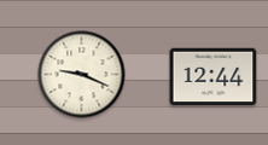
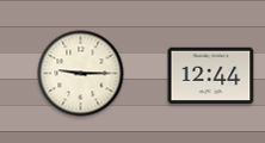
clock at (82, 75): 9:19 -> 9:15
